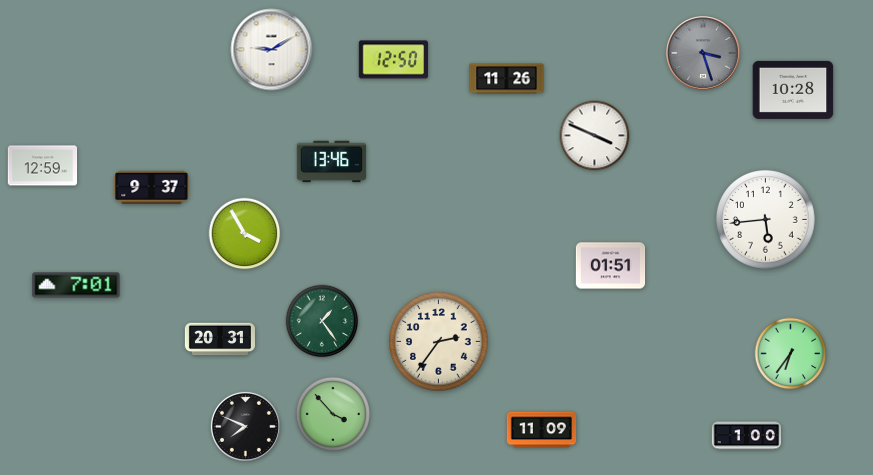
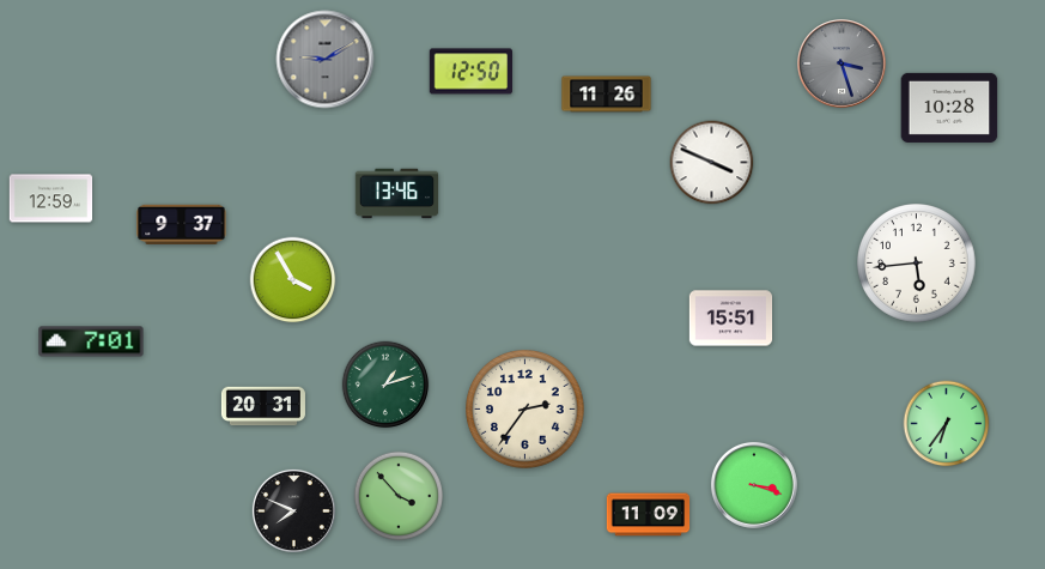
clock at (272, 50) dial: white -> grey
clock at (611, 266): 01:51 -> 15:51
clock at (322, 321): 1:24 -> 1:12
clock at (754, 485): none -> 3:18
clock at (747, 436): 1:00 -> none
